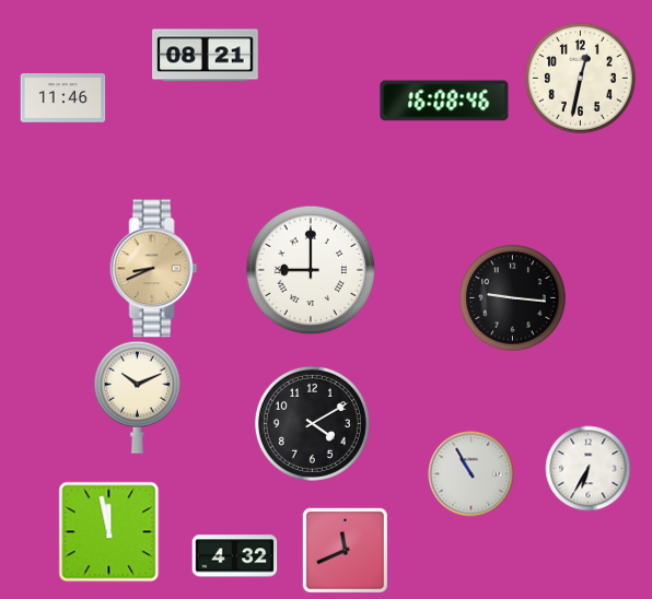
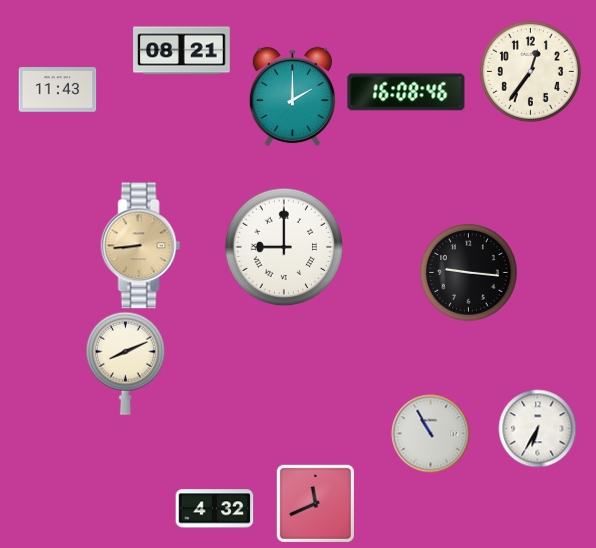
clock at (206, 56) position: (206, 56) -> (182, 51)
clock at (580, 78): 12:32 -> 12:36
clock at (62, 98): 11:46 -> 11:43
clock at (292, 96): none -> 2:00
clock at (154, 269): 8:41 -> 8:44
clock at (137, 397): 10:11 -> 8:11
clock at (312, 423): 4:10 -> none
clock at (108, 531): 11:58 -> none
